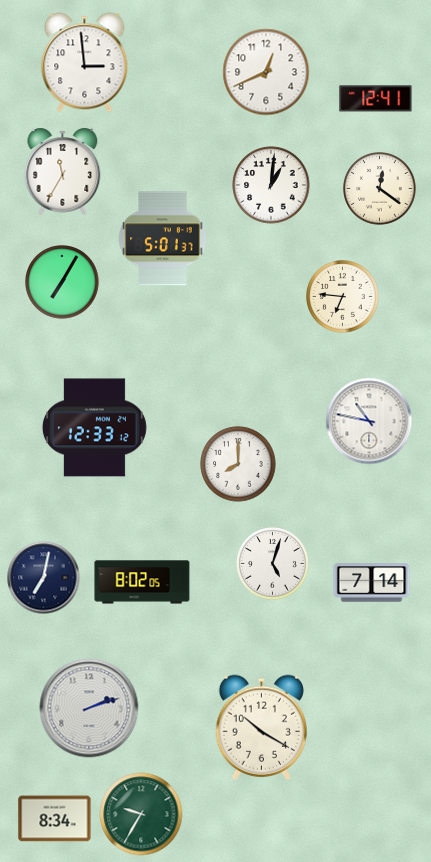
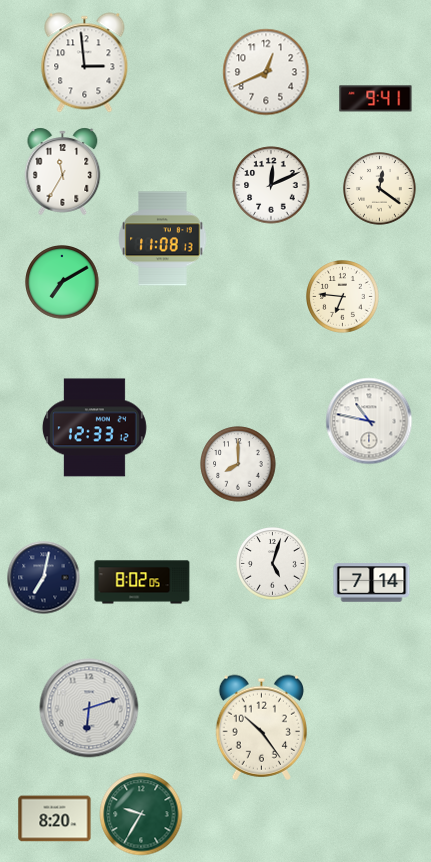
clock at (376, 99): 12:41 -> 9:41
clock at (271, 185): 1:01 -> 12:11
clock at (163, 239): 5:01 -> 11:08
clock at (62, 282): 7:05 -> 7:10
clock at (89, 708): 2:12 -> 6:12
clock at (261, 727): 10:20 -> 10:24
clock at (55, 819): 8:34 -> 8:20
